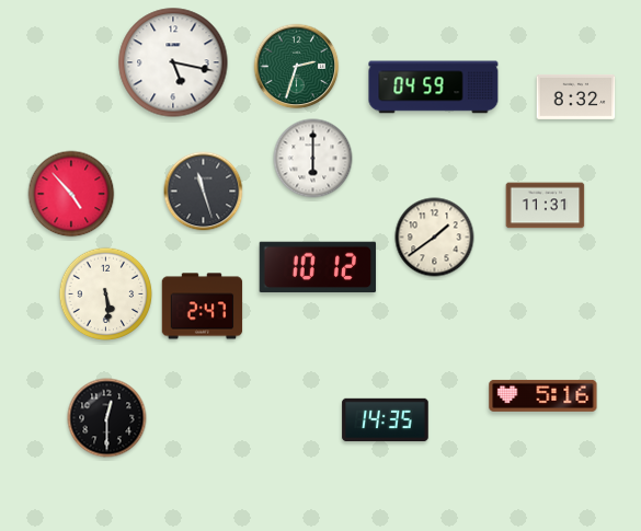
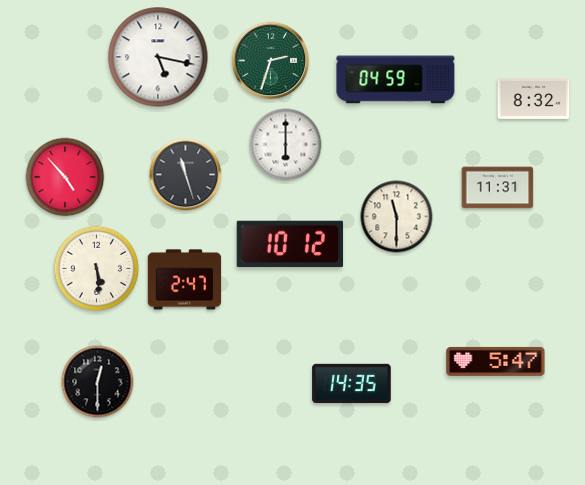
clock at (576, 96) position: (576, 96) -> (534, 98)
clock at (435, 238): 1:39 -> 11:30
clock at (543, 395): 5:16 -> 5:47
